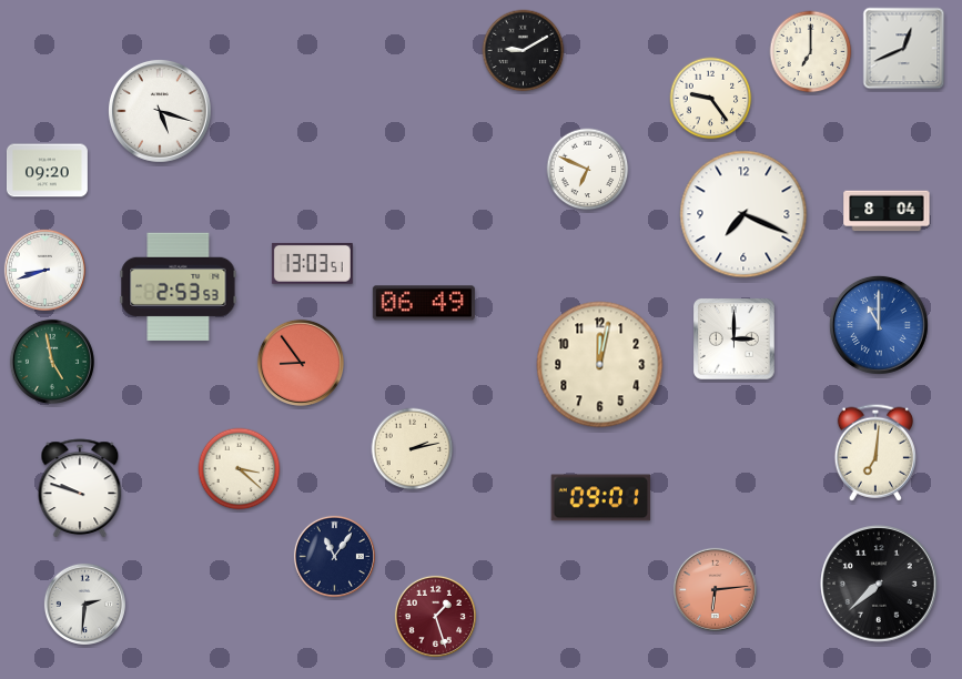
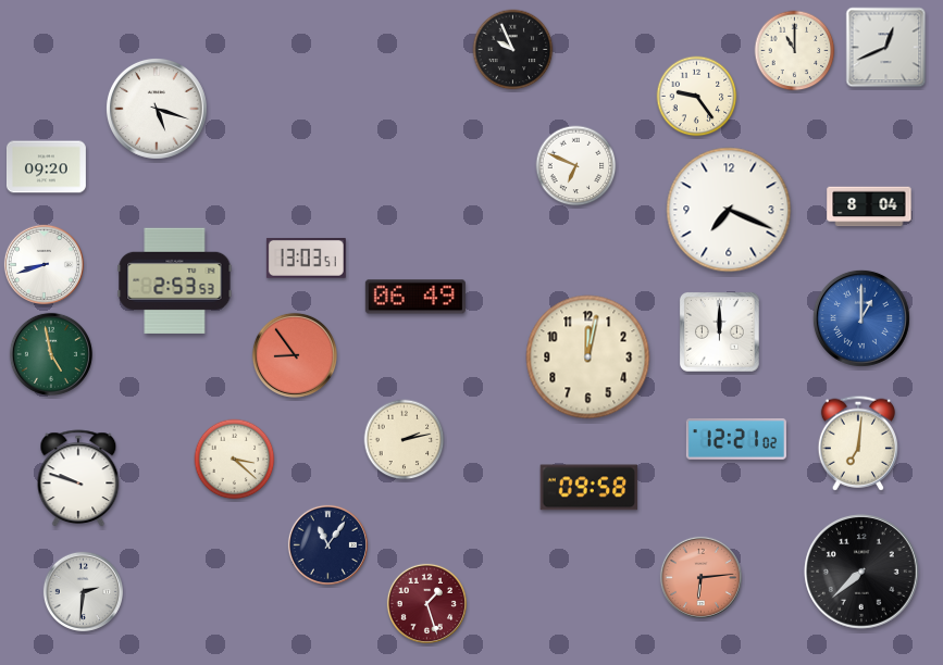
clock at (524, 51): 9:10 -> 9:56
clock at (811, 52): 7:00 -> 11:00
clock at (879, 325): 11:00 -> 1:00
clock at (735, 339): 3:00 -> 12:00
clock at (736, 439): none -> 12:21
clock at (601, 498): 09:01 -> 09:58
